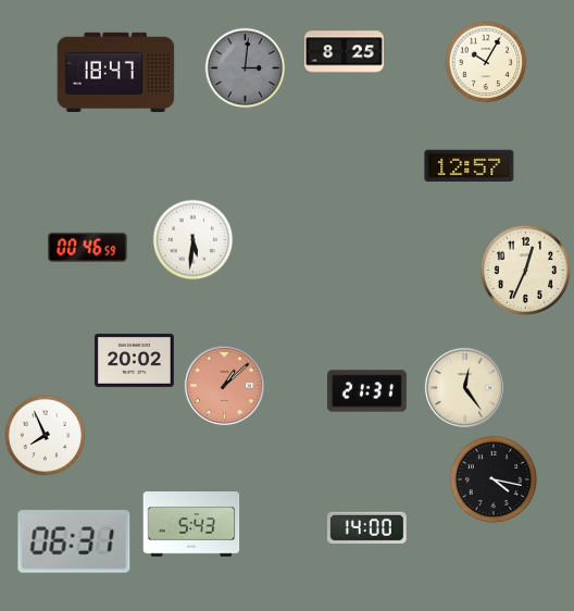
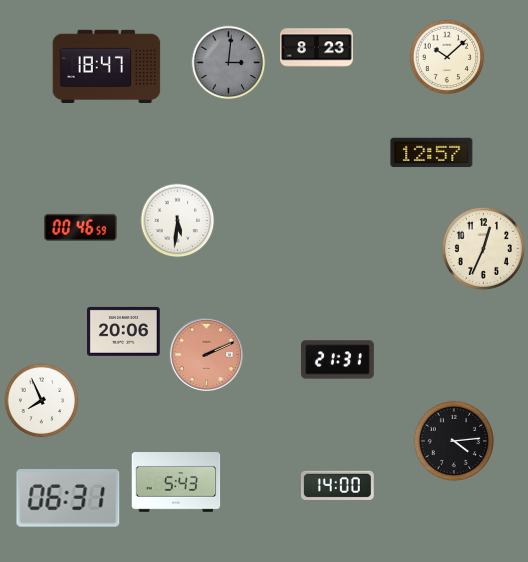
clock at (345, 52): 8:25 -> 8:23
clock at (486, 62): 10:05 -> 10:08
clock at (246, 68) position: (246, 68) -> (229, 63)
clock at (135, 360): 20:02 -> 20:06
clock at (224, 385): 1:08 -> 2:11
clock at (464, 387): 12:24 -> none
clock at (494, 479): 4:17 -> 4:14
